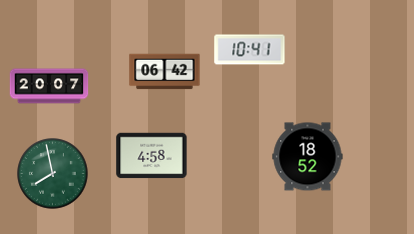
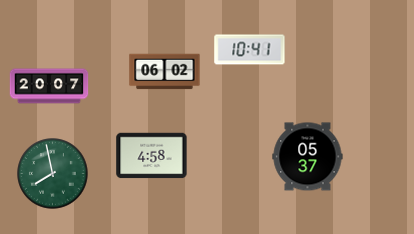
clock at (165, 72): 06:42 -> 06:02
clock at (308, 157): 18:52 -> 05:37
